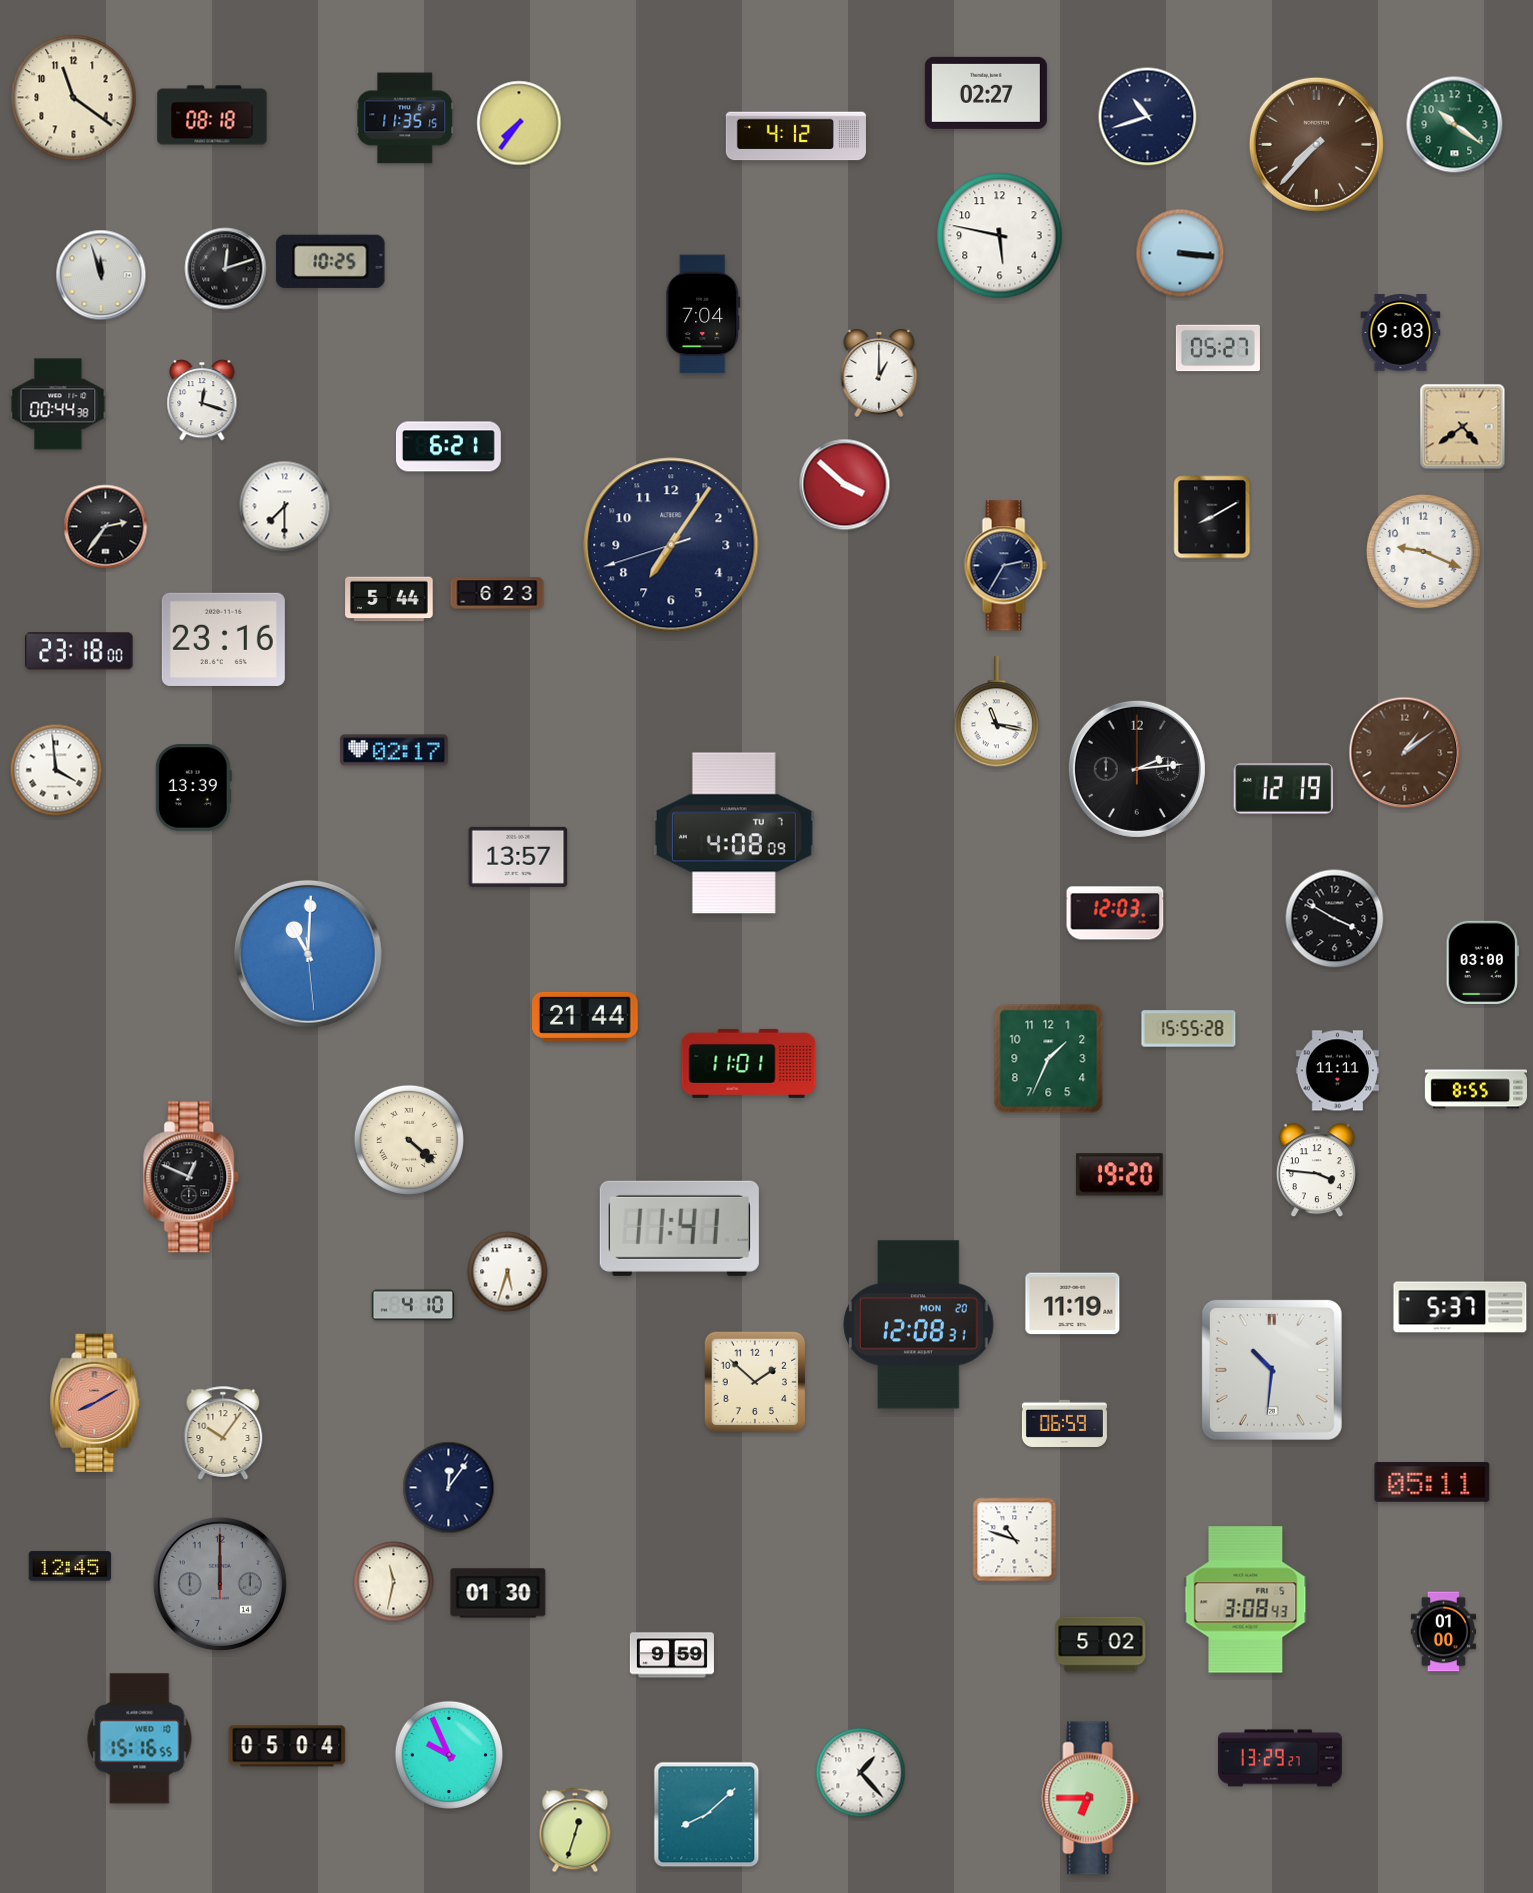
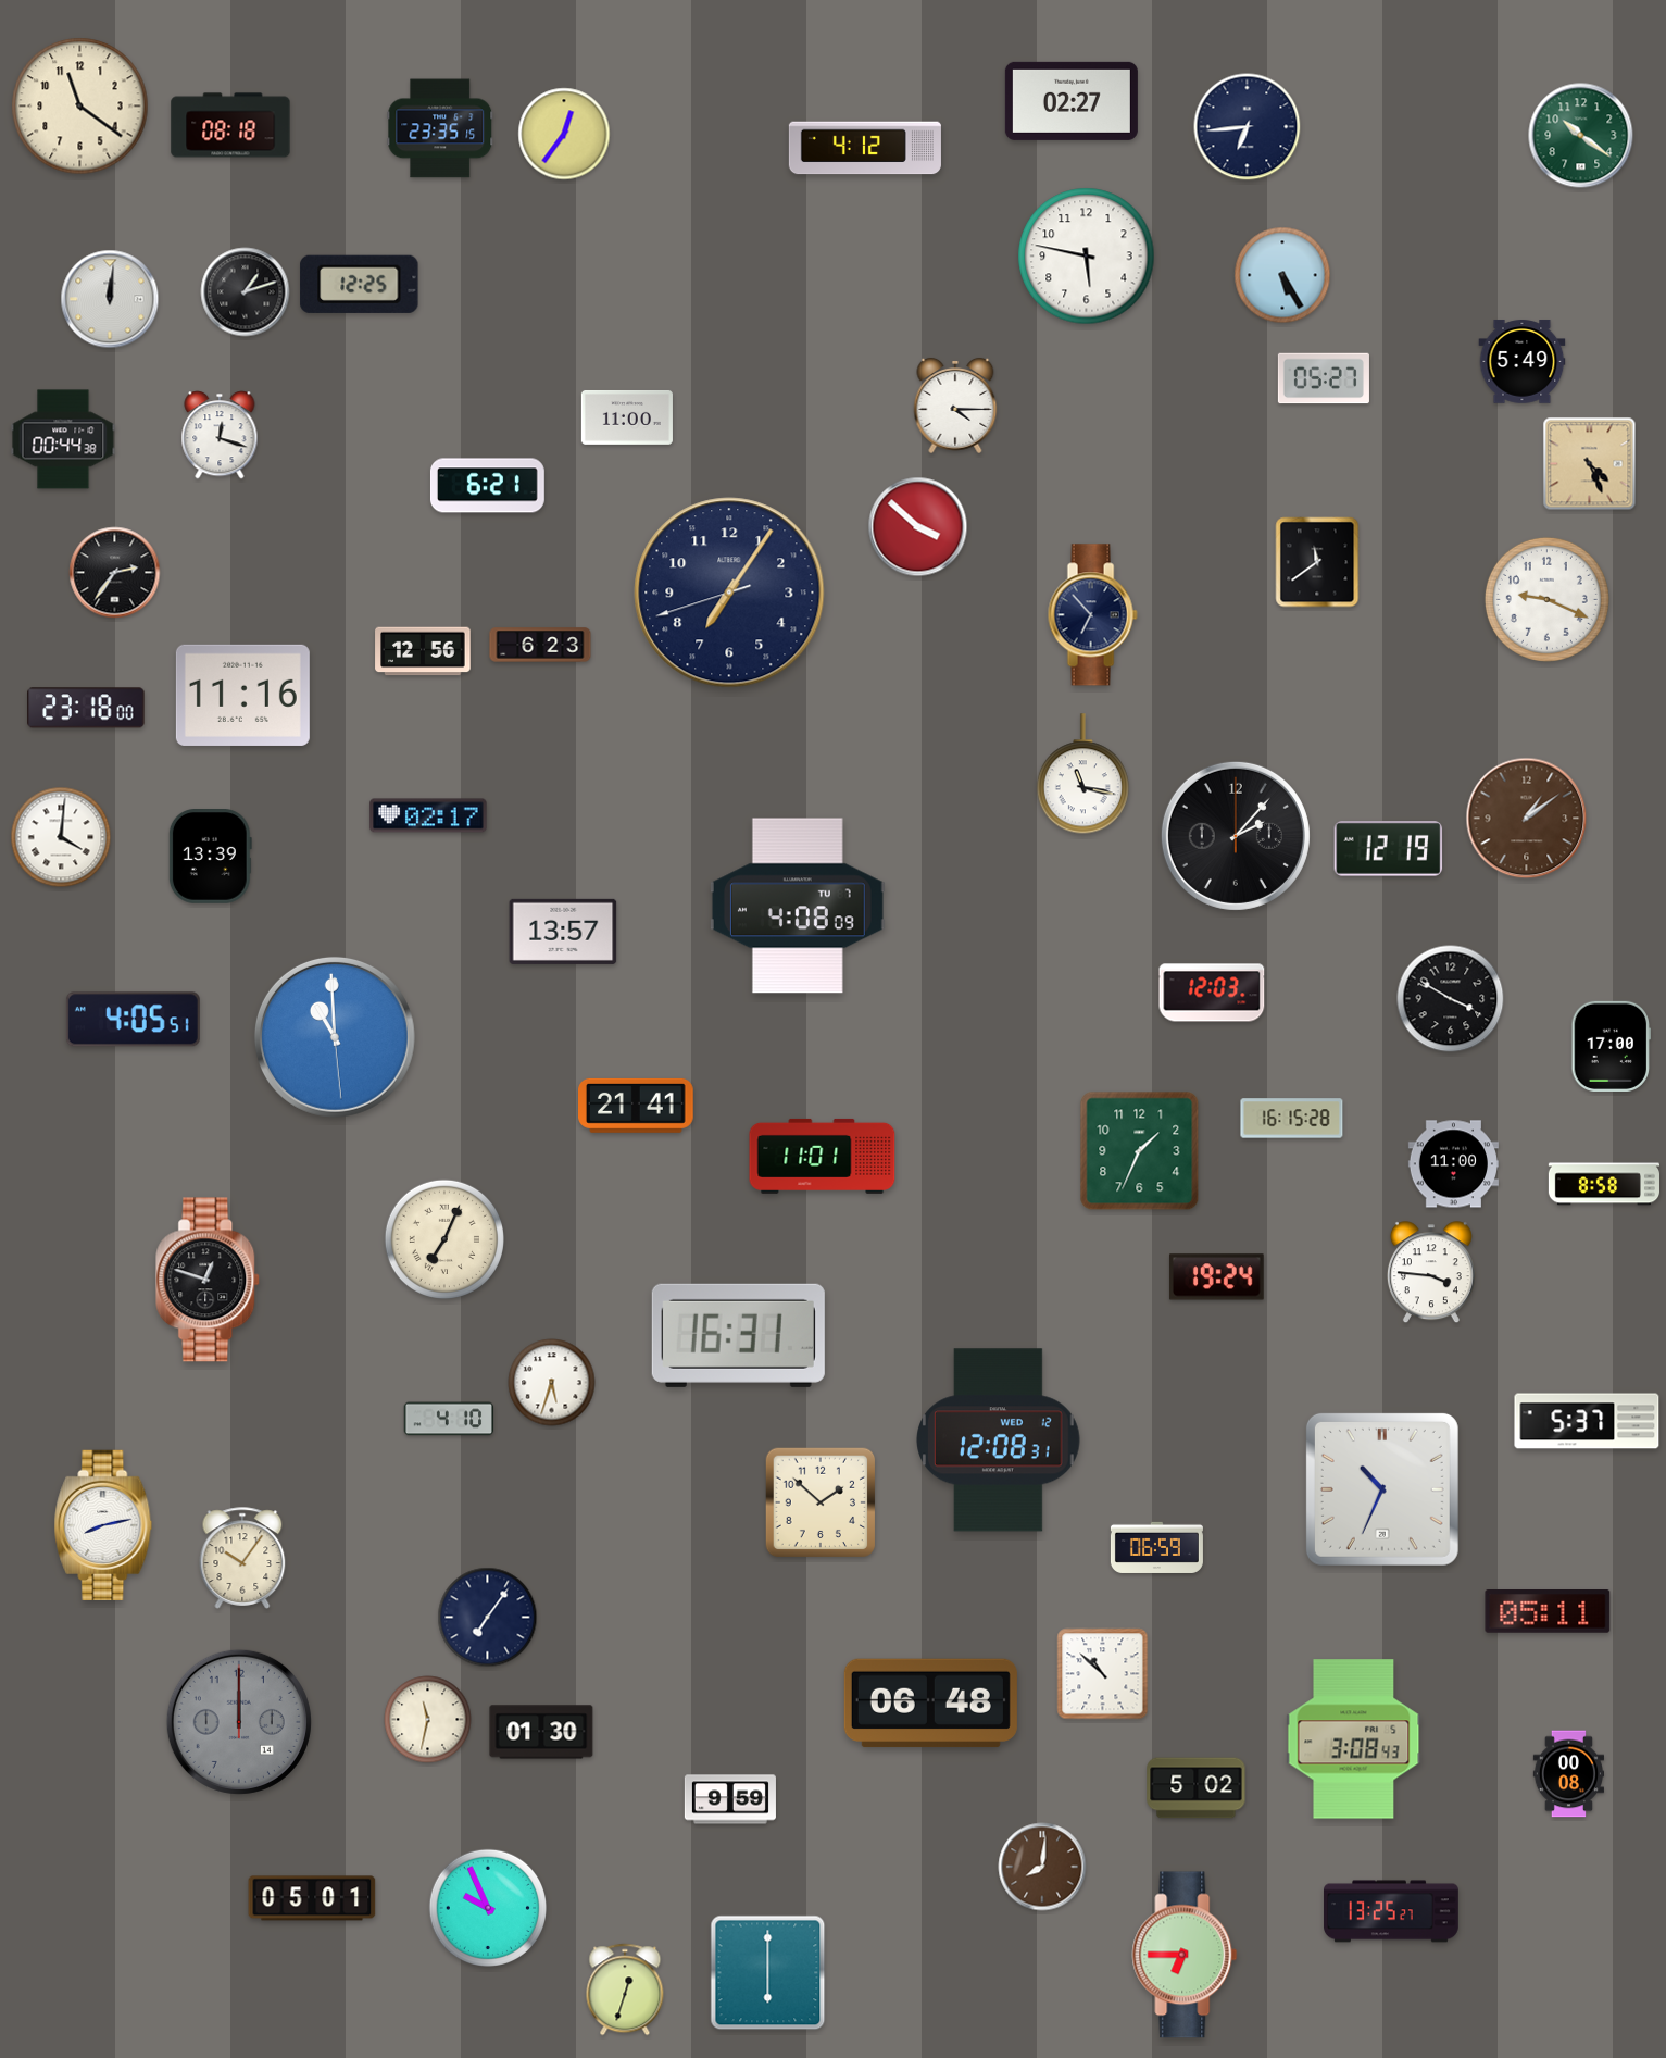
clock at (1148, 117): 10:42 -> 6:44
clock at (405, 118): 11:35 -> 23:35
clock at (519, 123): 7:36 -> 12:36
clock at (1316, 144): 7:37 -> none
clock at (1180, 253): 3:16 -> 5:25
clock at (331, 261): 10:25 -> 12:25
clock at (226, 269): 12:12 -> 1:12
clock at (101, 275): 11:57 -> 12:01
clock at (703, 314): 7:04 -> none
clock at (1401, 333): 9:03 -> 5:49
clock at (879, 373): 1:00 -> 4:15
clock at (627, 417): none -> 11:00
clock at (1463, 427): 4:39 -> 4:26
clock at (285, 507): 7:30 -> none
clock at (1212, 517): 8:10 -> 11:39
clock at (1005, 566): 2:35 -> 6:53
clock at (389, 599): 5:44 -> 12:56
clock at (223, 639): 23:16 -> 11:16
clock at (1137, 769): 2:14 -> 2:07
clock at (56, 770): 3:59 -> 4:01
clock at (1284, 789) position: (1284, 789) -> (1389, 849)
clock at (133, 1020): none -> 4:05
clock at (308, 954): 11:00 -> 10:59
clock at (1482, 962): 03:00 -> 17:00
clock at (586, 1017): 21:44 -> 21:41
clock at (1189, 1029): 15:55 -> 16:15
clock at (749, 1063) position: (749, 1063) -> (823, 1156)
clock at (1337, 1071): 11:11 -> 11:00
clock at (1475, 1089): 8:55 -> 8:58
clock at (409, 1140): 4:22 -> 7:04
clock at (1119, 1175): 19:20 -> 19:24
clock at (192, 1177): 12:49 -> 12:48
clock at (679, 1228): 11:41 -> 16:31
clock at (1073, 1304): 11:19 -> none
clock at (919, 1325) date: MON 20 -> WED 12
clock at (1272, 1370): 10:31 -> 10:34
clock at (95, 1402): 8:10 -> 8:13
clock at (95, 1402) dial: salmon -> white
clock at (1432, 1482) position: (1432, 1482) -> (1548, 1611)
clock at (449, 1488): 12:06 -> 7:06
clock at (1015, 1540): 10:48 -> 10:52
clock at (70, 1566): 12:45 -> none
clock at (930, 1704): none -> 06:48
clock at (1443, 1632): 01:00 -> 00:08
clock at (1042, 1867): none -> 8:01
clock at (140, 1739): 15:16 -> none
clock at (287, 1746): 05:04 -> 05:01
clock at (1281, 1758): 13:29 -> 13:25
clock at (861, 1773): 1:23 -> none
clock at (707, 1815): 8:08 -> 6:00
